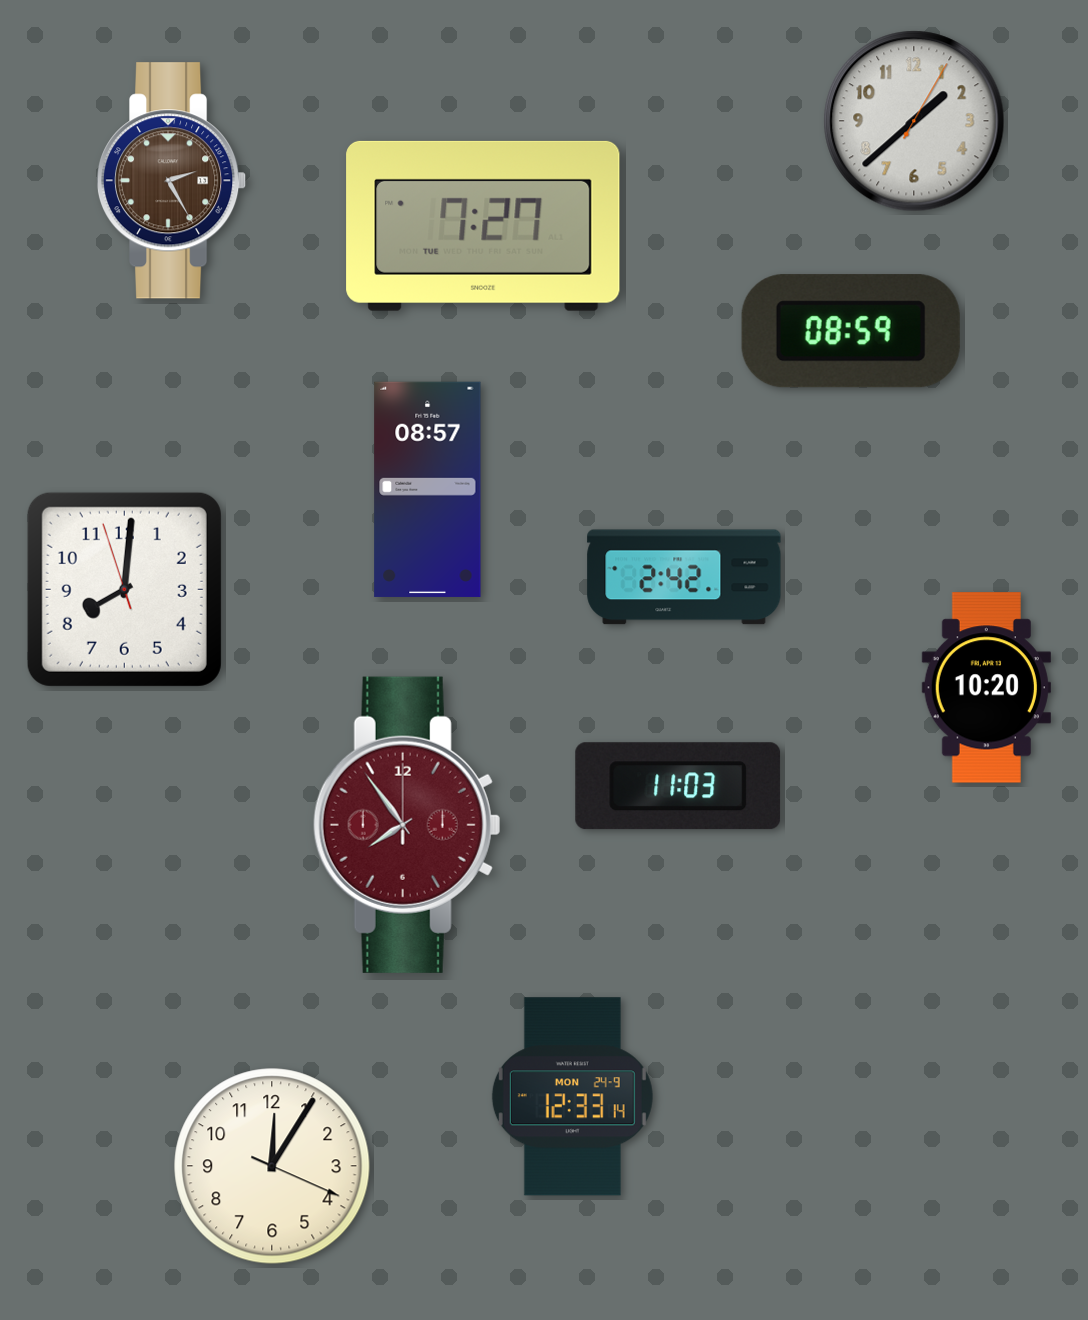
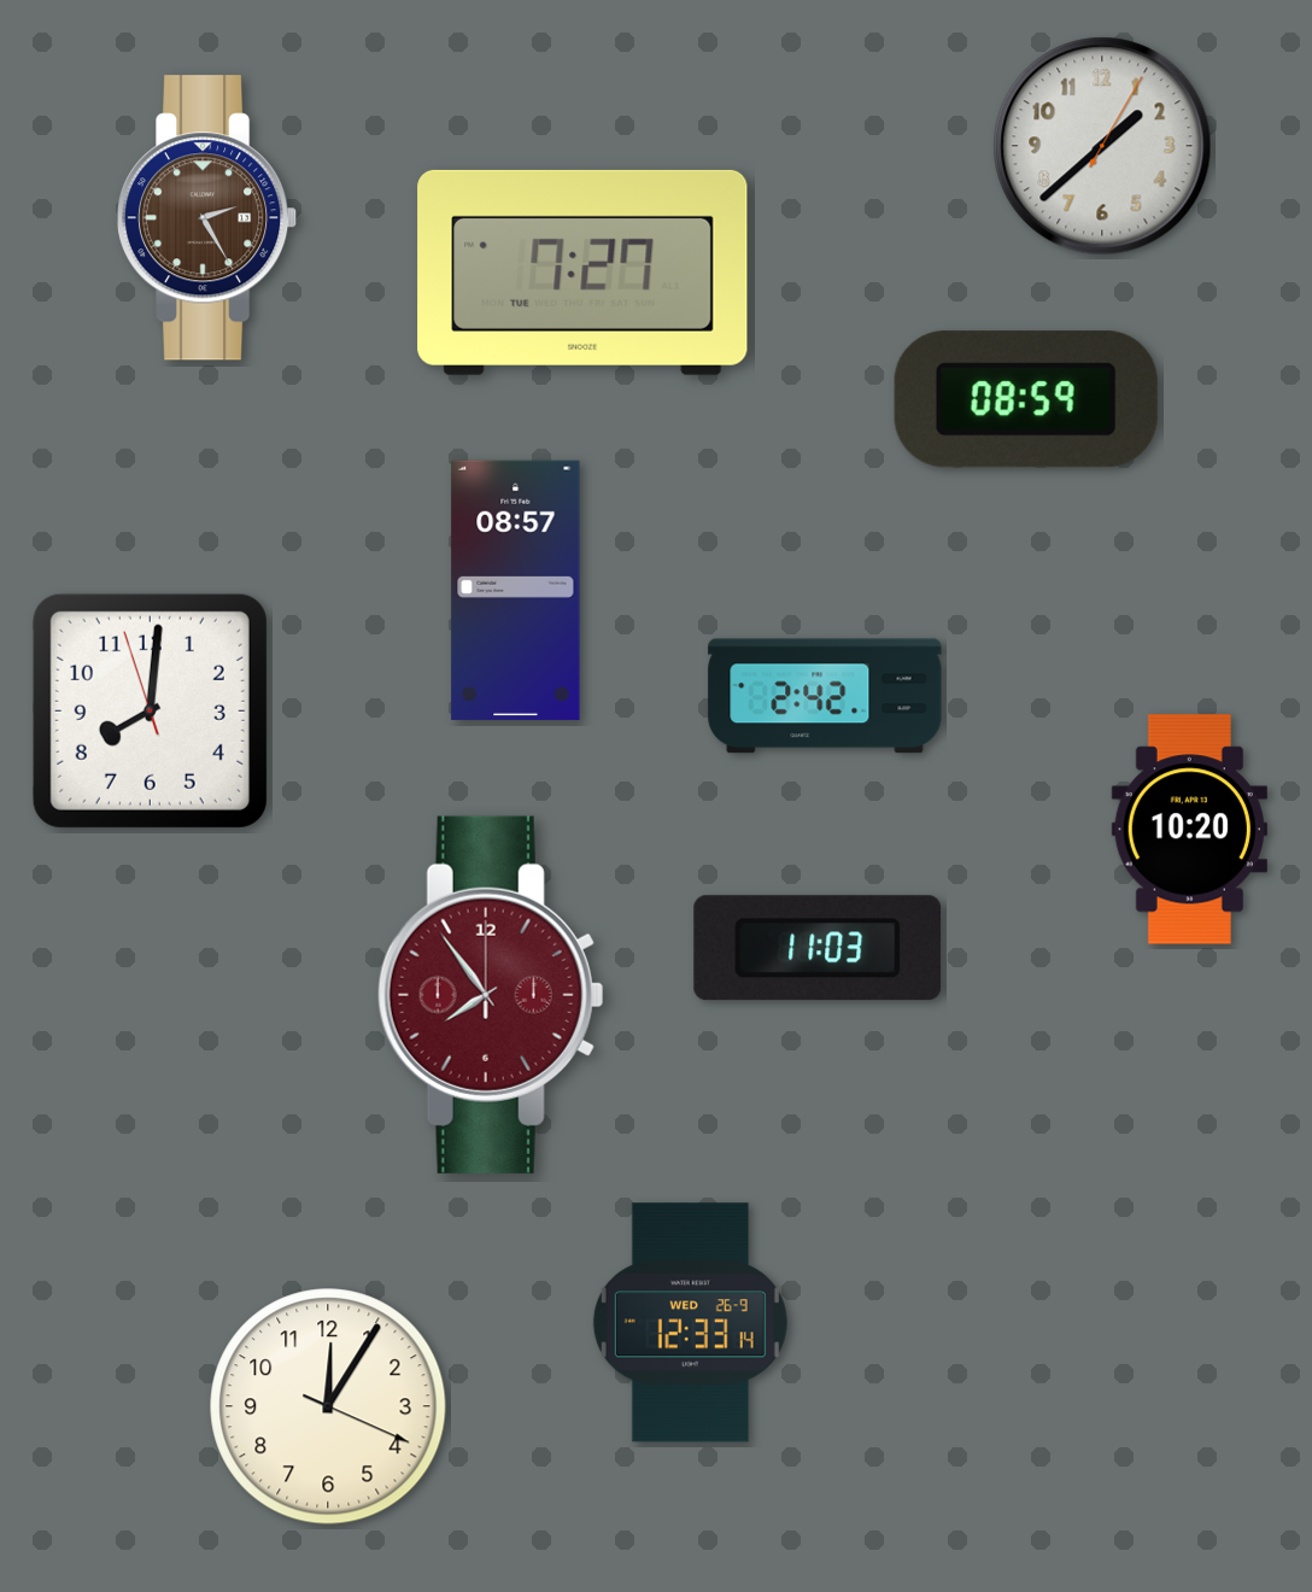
clock at (572, 1097) date: MON 24-9 -> WED 26-9
